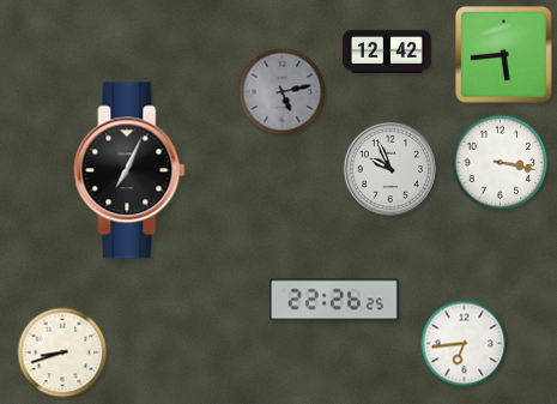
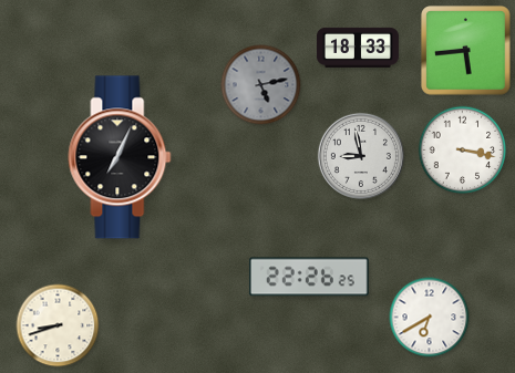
clock at (387, 52): 12:42 -> 18:33
clock at (390, 169): 9:56 -> 8:58
clock at (465, 344): 6:44 -> 6:40
